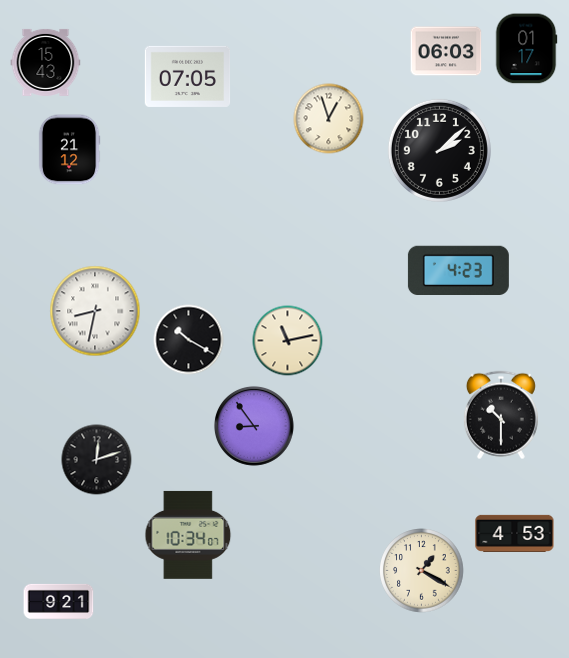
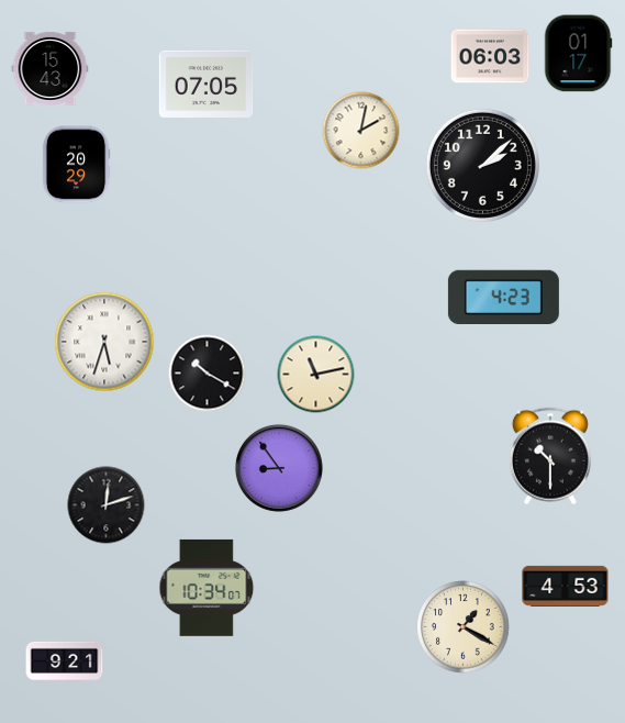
clock at (329, 119): 12:57 -> 2:02
clock at (69, 150): 21:12 -> 20:29
clock at (95, 311): 8:32 -> 5:33
